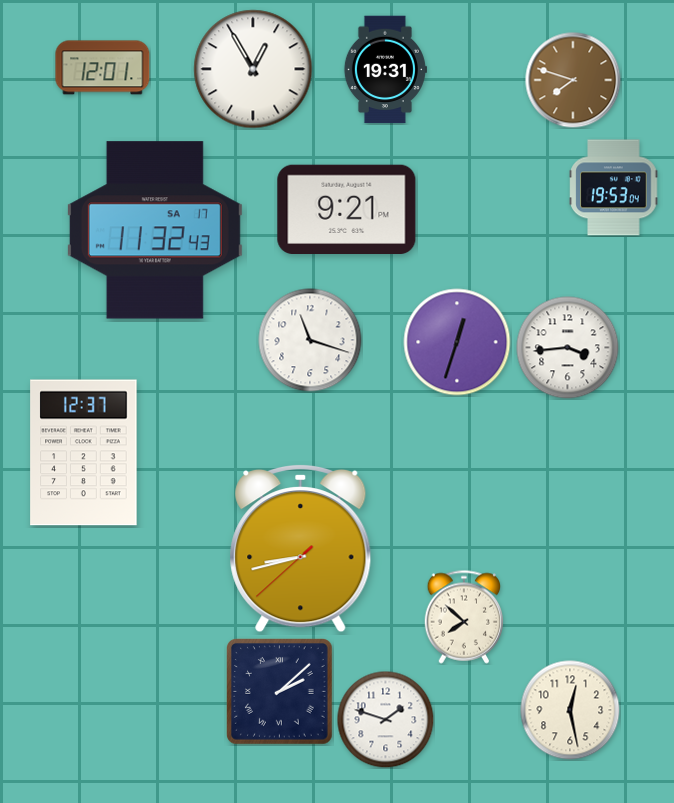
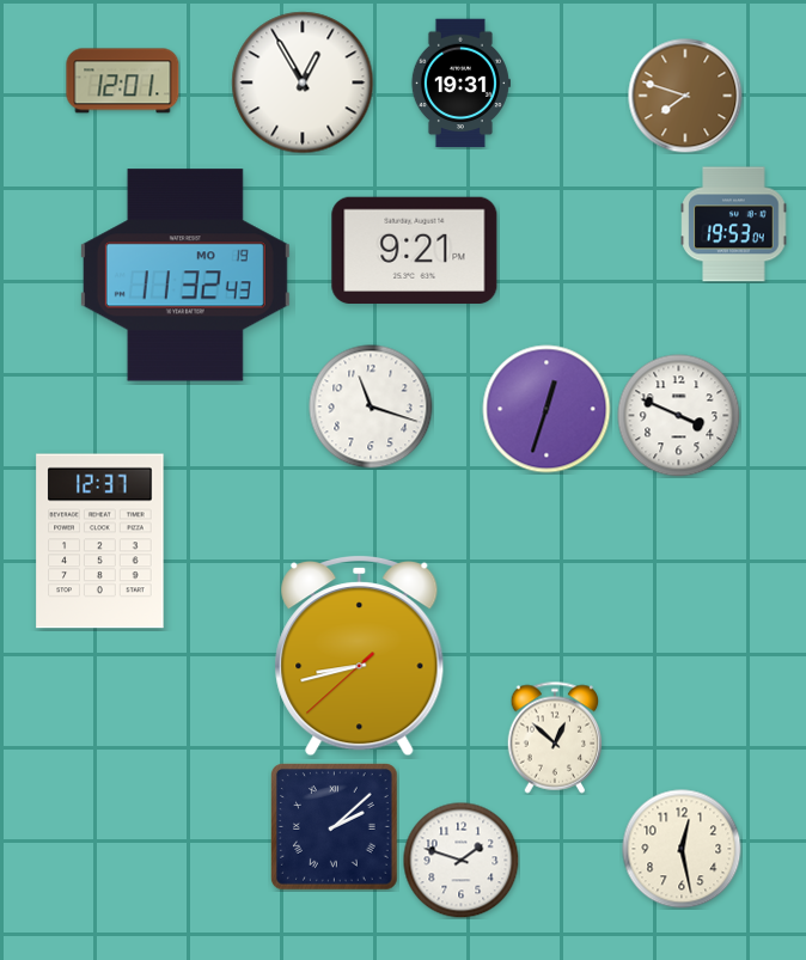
clock at (155, 230) date: SA 17 -> MO 19
clock at (568, 348): 3:44 -> 3:49
clock at (464, 617): 7:52 -> 12:52
